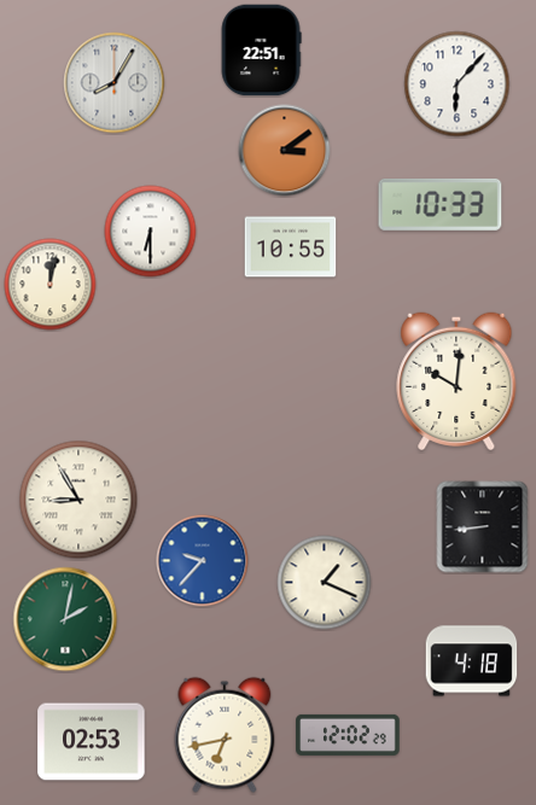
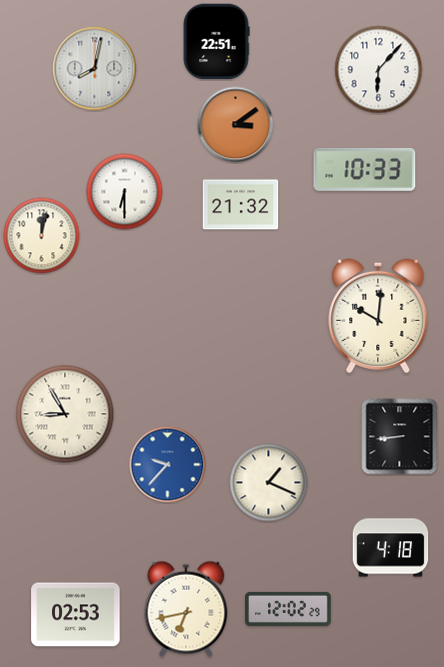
clock at (115, 83): 8:05 -> 8:02
clock at (291, 247): 10:55 -> 21:32
clock at (65, 619): 2:02 -> none
